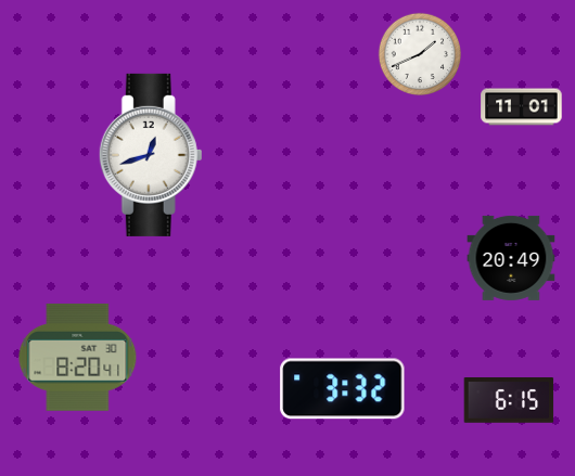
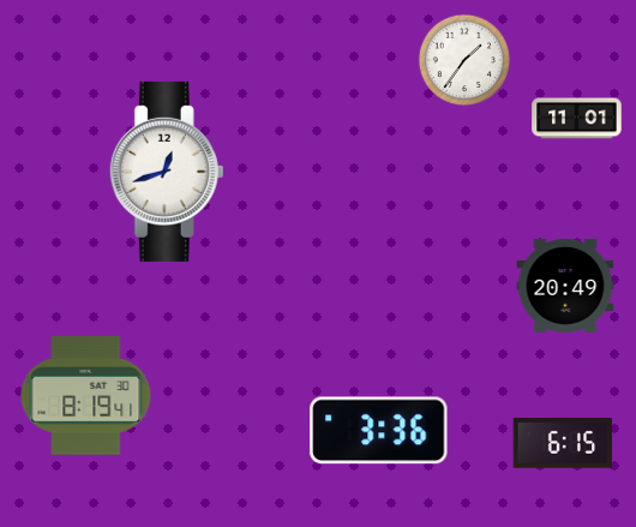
clock at (419, 53): 1:41 -> 1:36
clock at (78, 357): 8:20 -> 8:19
clock at (343, 389): 3:32 -> 3:36
